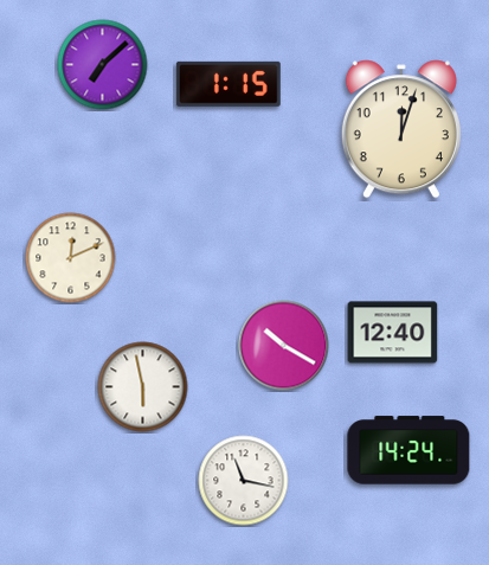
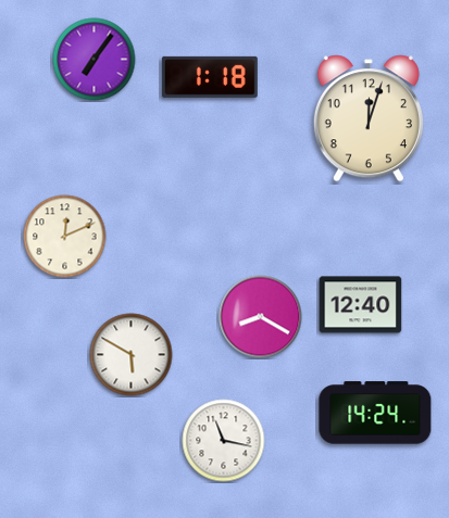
clock at (103, 65): 7:08 -> 7:06
clock at (229, 84): 1:15 -> 1:18
clock at (284, 346): 10:20 -> 8:20
clock at (143, 387): 5:58 -> 5:50
